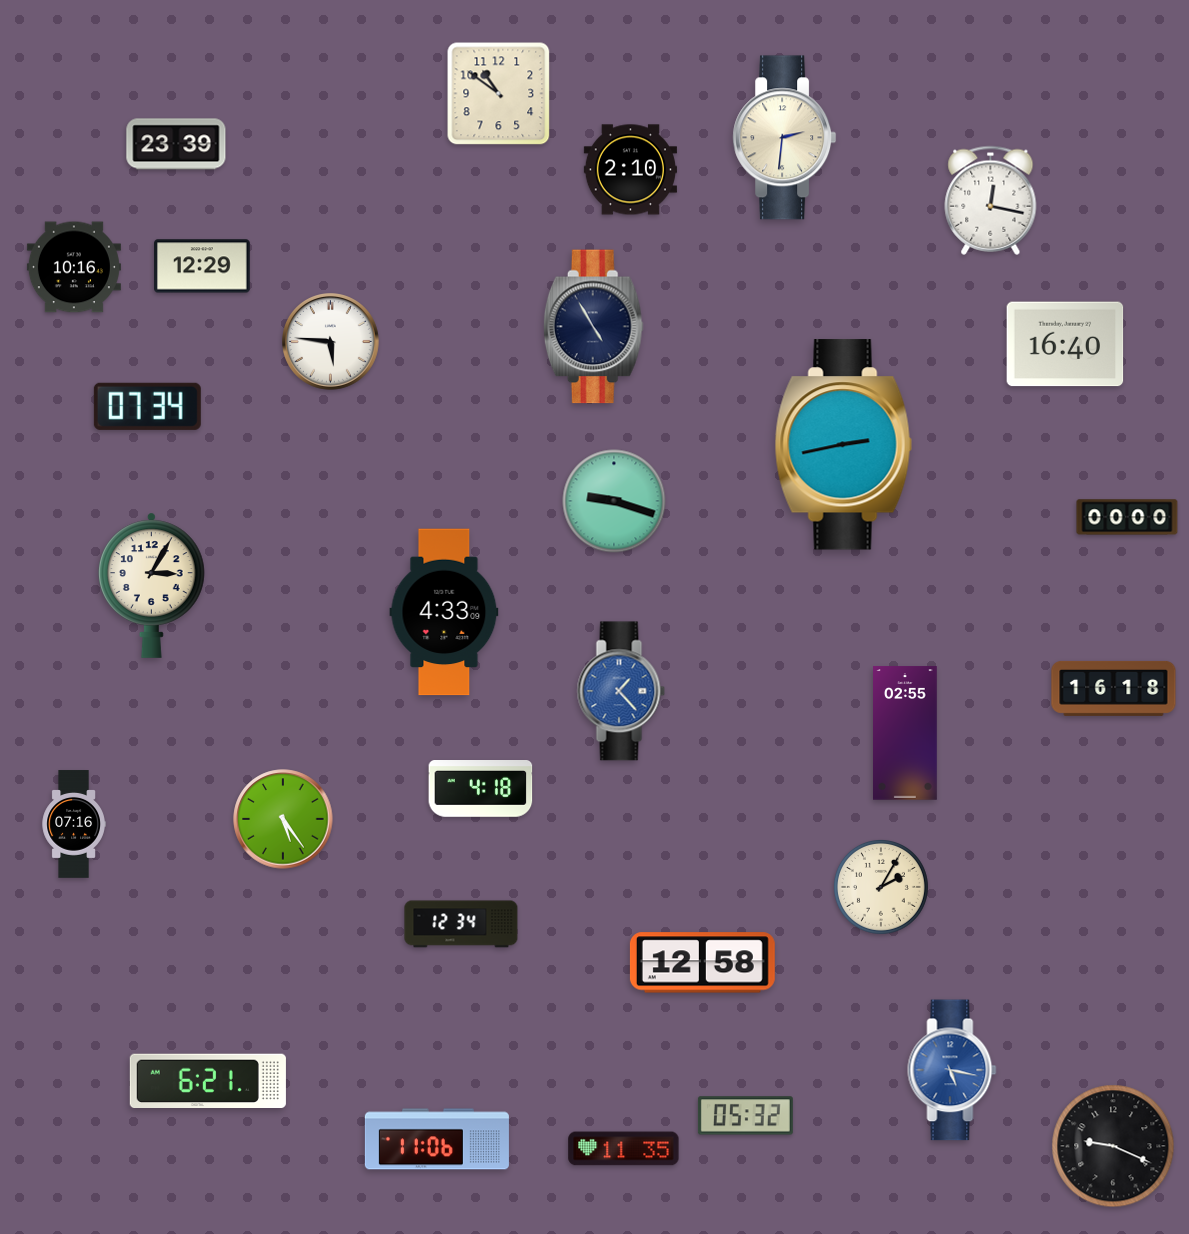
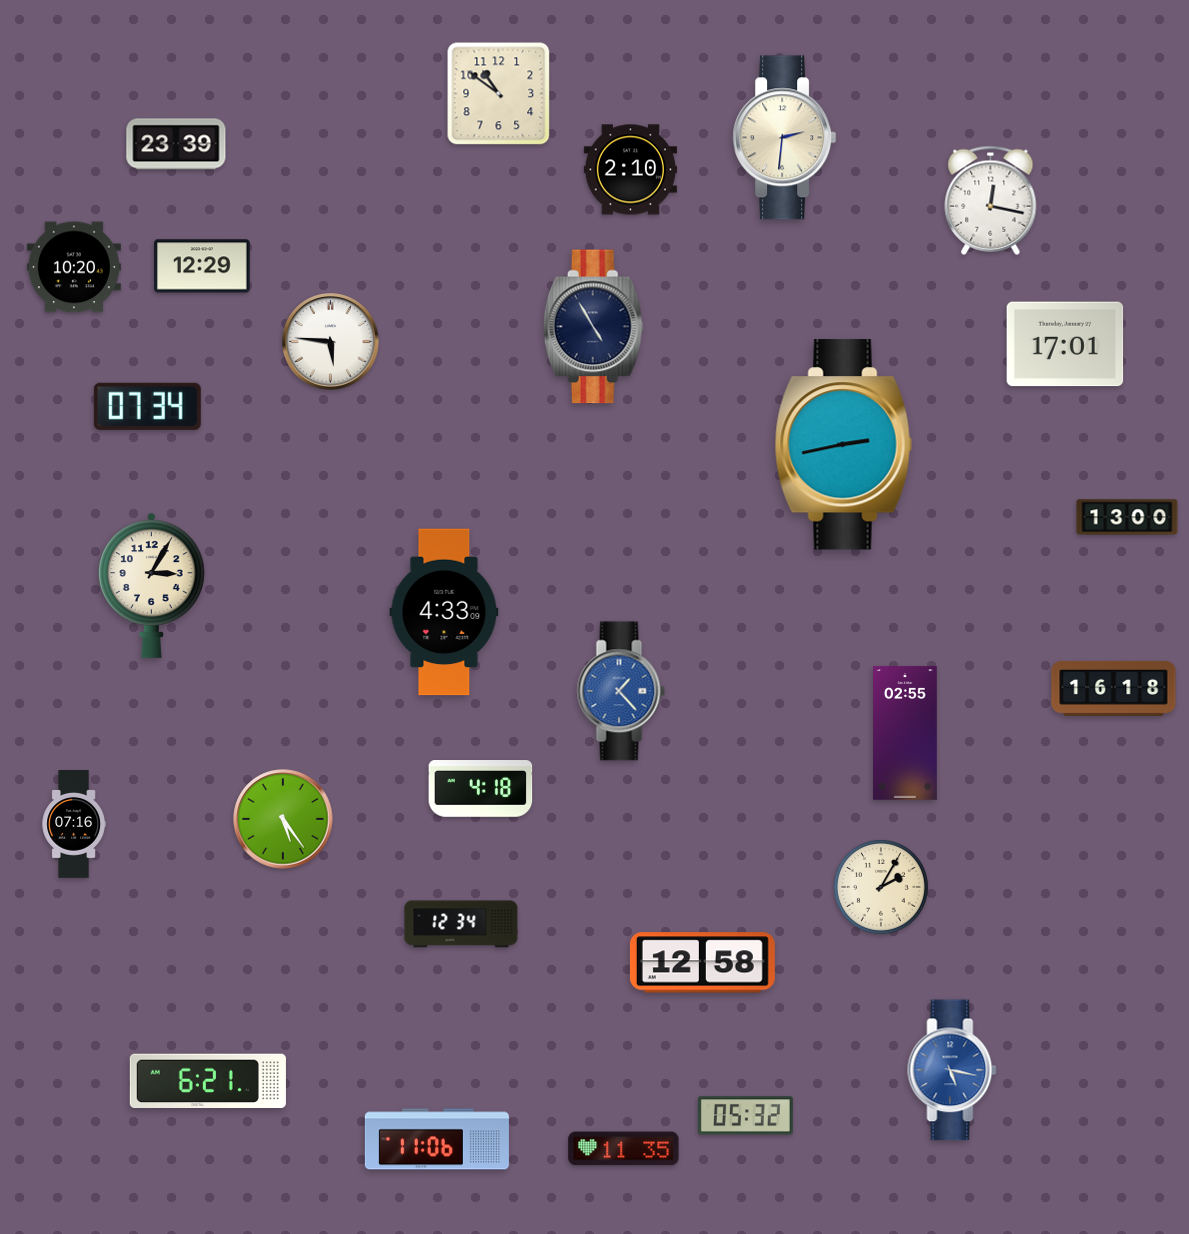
clock at (74, 267): 10:16 -> 10:20
clock at (1065, 344): 16:40 -> 17:01
clock at (614, 501): 9:18 -> none
clock at (1127, 517): 00:00 -> 13:00
clock at (1113, 1146): 9:19 -> none
